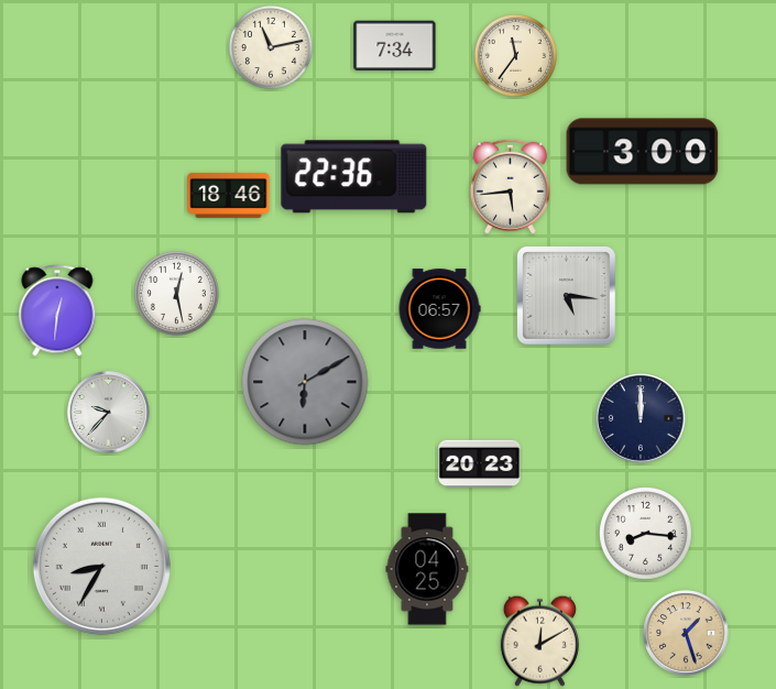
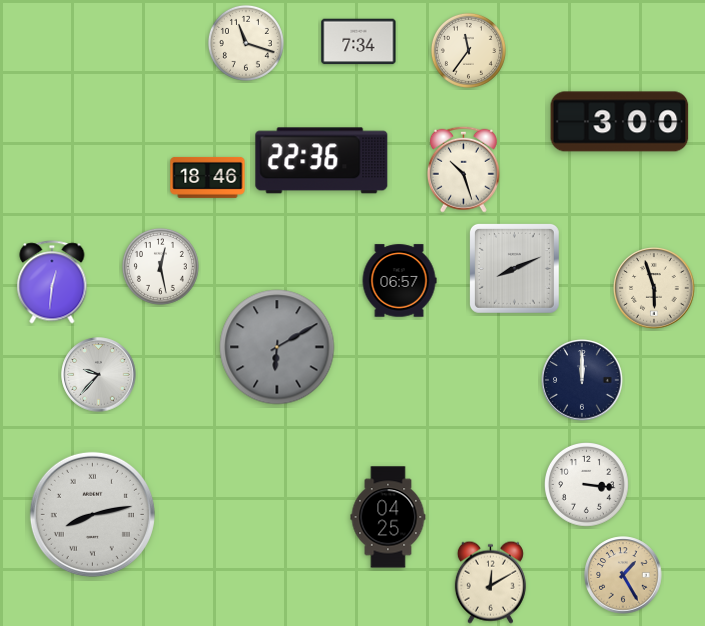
clock at (271, 47): 11:13 -> 11:18
clock at (643, 152) position: (643, 152) -> (620, 122)
clock at (510, 186): 5:44 -> 10:27
clock at (566, 295): 5:16 -> 8:11
clock at (654, 288): none -> 5:57
clock at (480, 464): 20:23 -> none
clock at (646, 534): 8:16 -> 3:16
clock at (101, 566): 8:35 -> 8:13
clock at (686, 633): 1:27 -> 1:25
